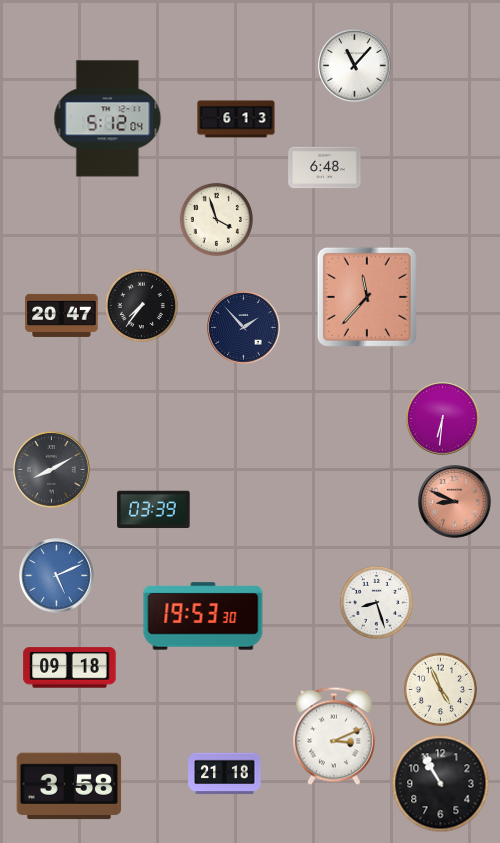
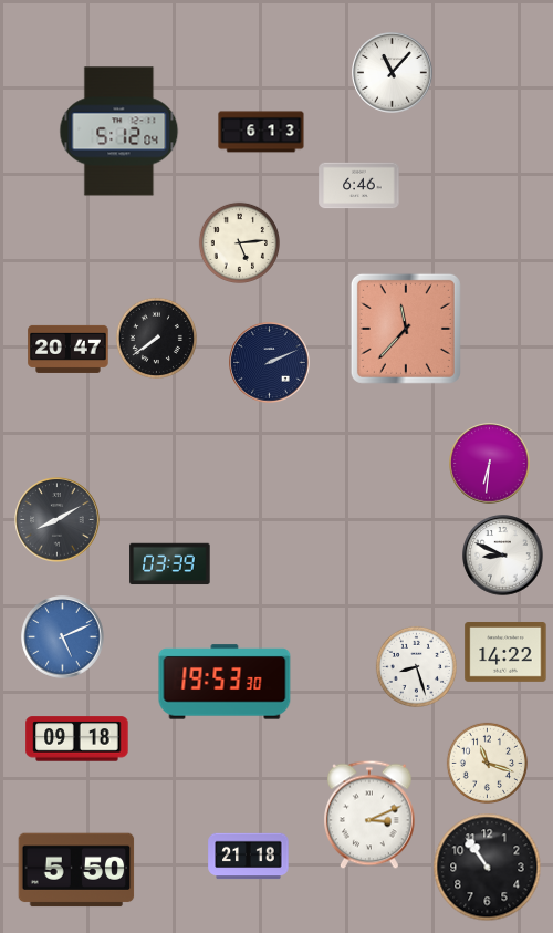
clock at (325, 168): 6:48 -> 6:46
clock at (216, 219): 3:57 -> 5:14
clock at (141, 305): 7:36 -> 7:39
clock at (244, 328): 1:53 -> 2:11
clock at (455, 502) dial: salmon -> white
clock at (505, 653): none -> 14:22
clock at (440, 689): 4:56 -> 11:18
clock at (441, 784): 10:55 -> 10:54
clock at (69, 786): 3:58 -> 5:50
